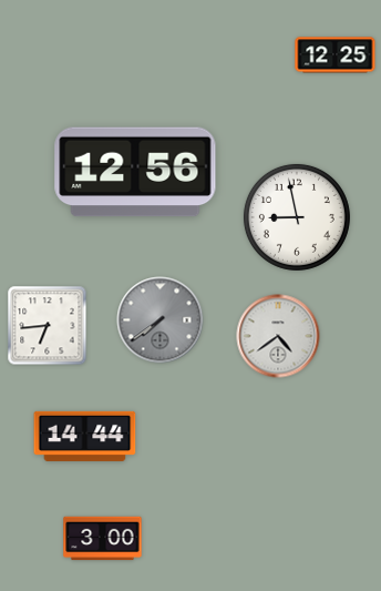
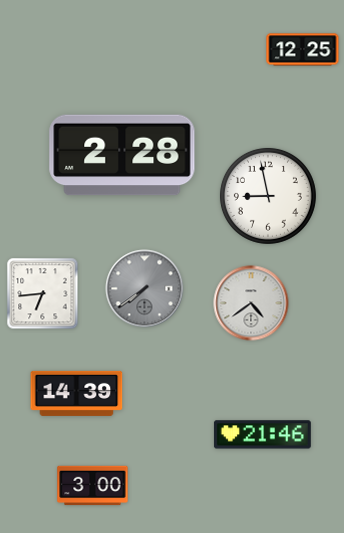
clock at (135, 172): 12:56 -> 2:28
clock at (85, 436): 14:44 -> 14:39
clock at (262, 435): none -> 21:46
